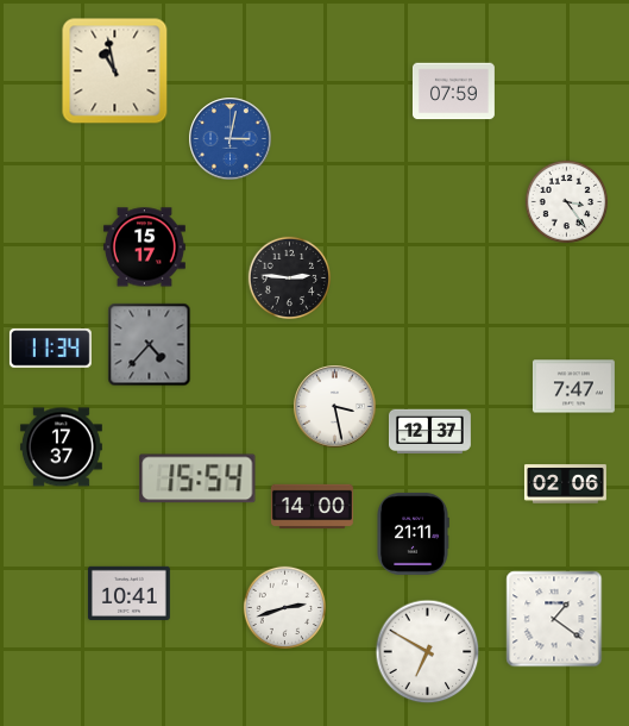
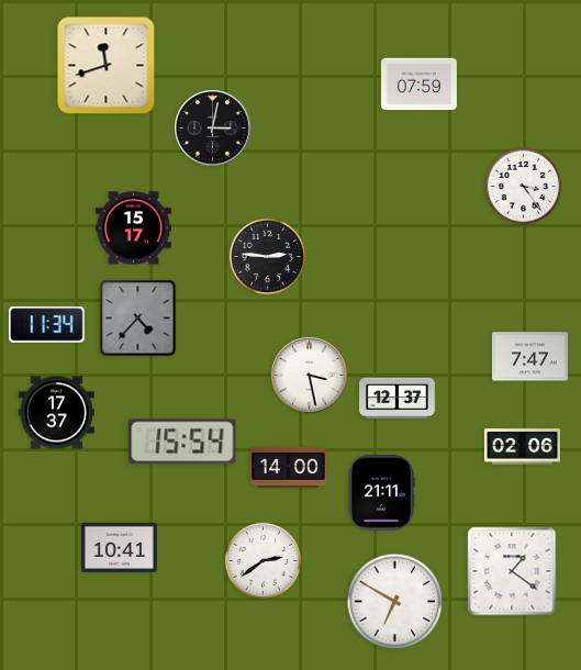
clock at (115, 71): 10:58 -> 11:42
clock at (231, 139) dial: blue -> black
clock at (50, 349) position: (50, 349) -> (46, 325)
clock at (285, 608): 2:42 -> 2:39
